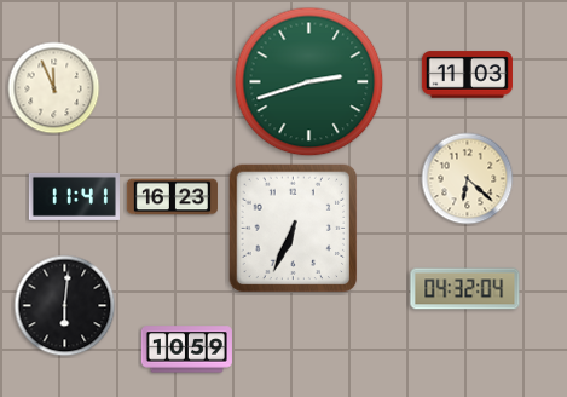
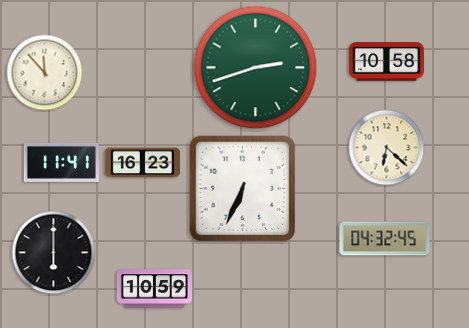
clock at (467, 75): 11:03 -> 10:58
clock at (54, 88): 11:56 -> 11:53
clock at (465, 289): 04:32:04 -> 04:32:45
clock at (65, 306): 6:01 -> 6:00
